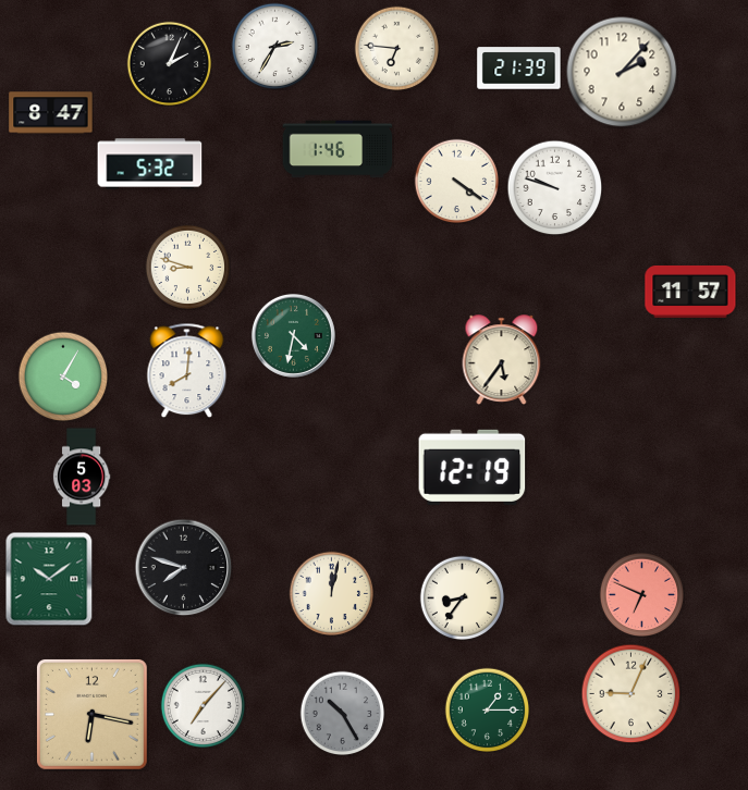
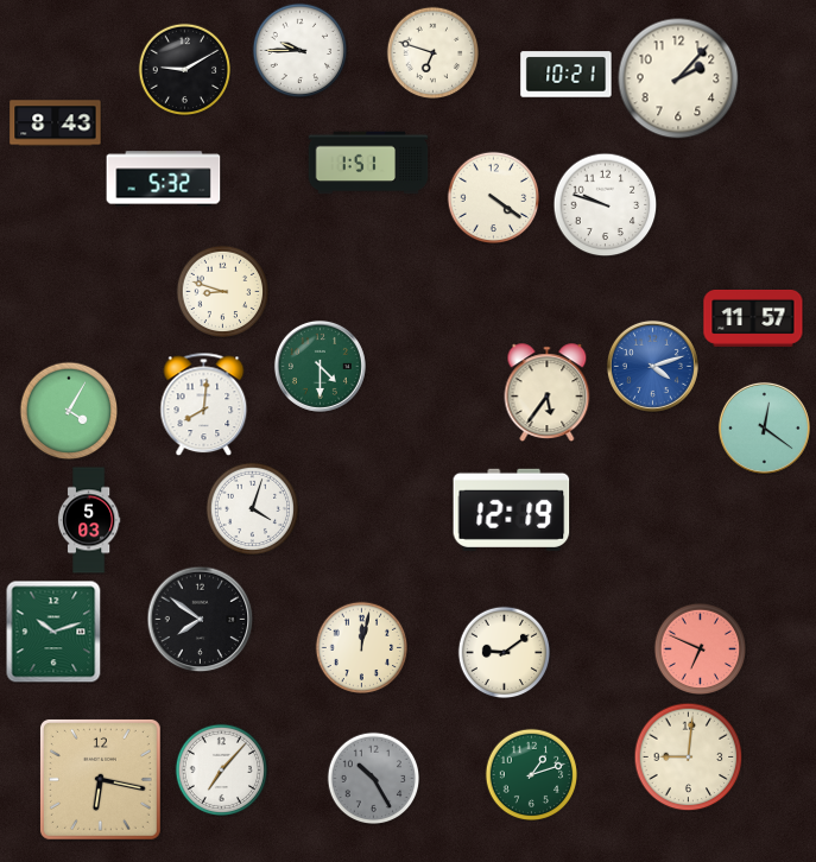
clock at (274, 46): 2:35 -> 9:45
clock at (396, 48): 6:46 -> 6:48
clock at (169, 63): 2:04 -> 9:10
clock at (519, 69): 21:39 -> 10:21
clock at (51, 113): 8:47 -> 8:43
clock at (338, 149): 1:46 -> 1:51
clock at (456, 181) position: (456, 181) -> (493, 197)
clock at (187, 267) position: (187, 267) -> (222, 291)
clock at (293, 335): 4:32 -> 4:30
clock at (652, 366): none -> 4:12
clock at (764, 427): none -> 12:21
clock at (252, 508): none -> 4:03
clock at (473, 467) position: (473, 467) -> (512, 509)
clock at (183, 567): 7:48 -> 7:51
clock at (49, 579): 10:09 -> 10:12
clock at (462, 597): 8:36 -> 9:09
clock at (630, 693): 9:04 -> 9:01
clock at (487, 709): 1:15 -> 1:12
